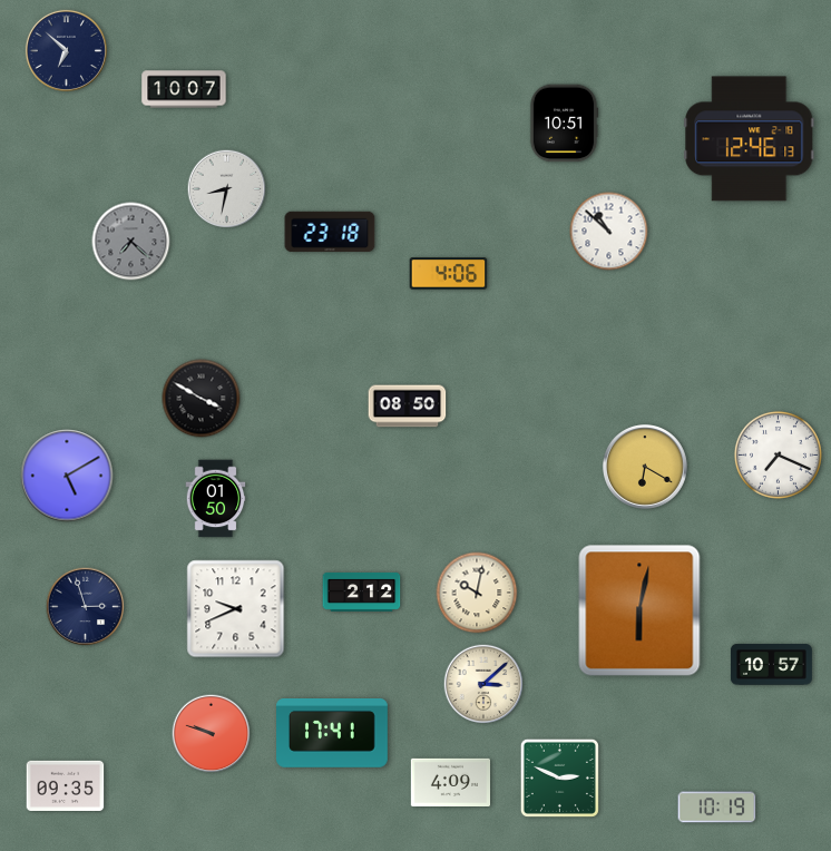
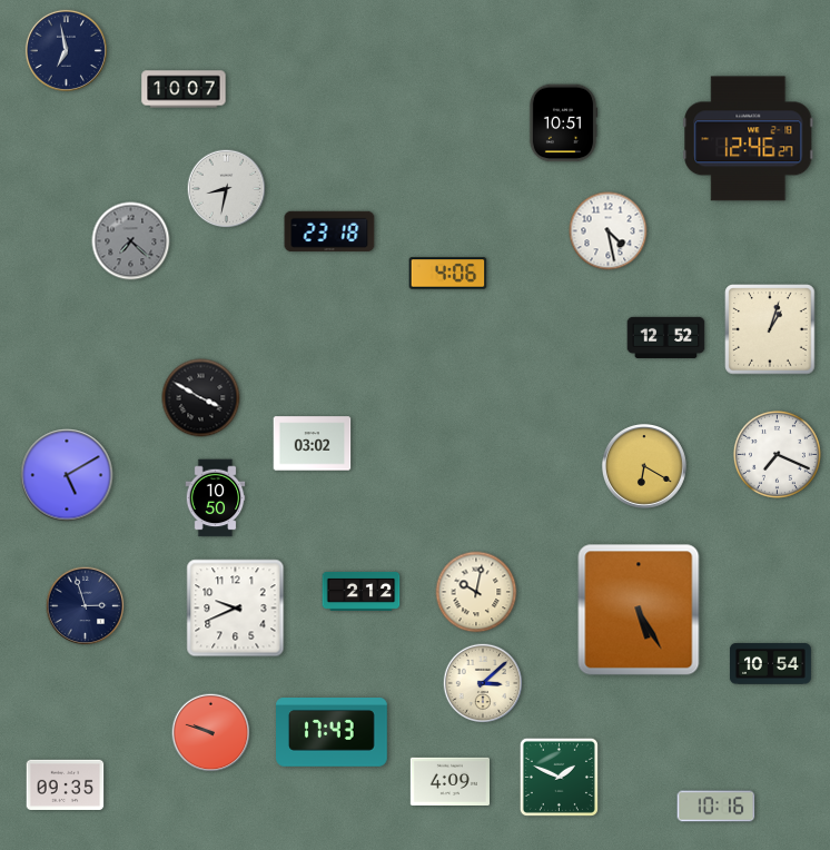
clock at (66, 50): 6:52 -> 6:58
clock at (750, 139): 12:46:13 -> 12:46:27
clock at (609, 232): 10:52 -> 4:28
clock at (770, 329): none -> 1:03
clock at (666, 337): none -> 12:52
clock at (408, 407): 08:50 -> none
clock at (313, 444): none -> 03:02
clock at (216, 499): 01:50 -> 10:50
clock at (639, 610): 6:02 -> 5:25
clock at (771, 665): 10:57 -> 10:54
clock at (333, 734): 17:41 -> 17:43
clock at (559, 777): 2:49 -> 1:49
clock at (717, 808): 10:19 -> 10:16
